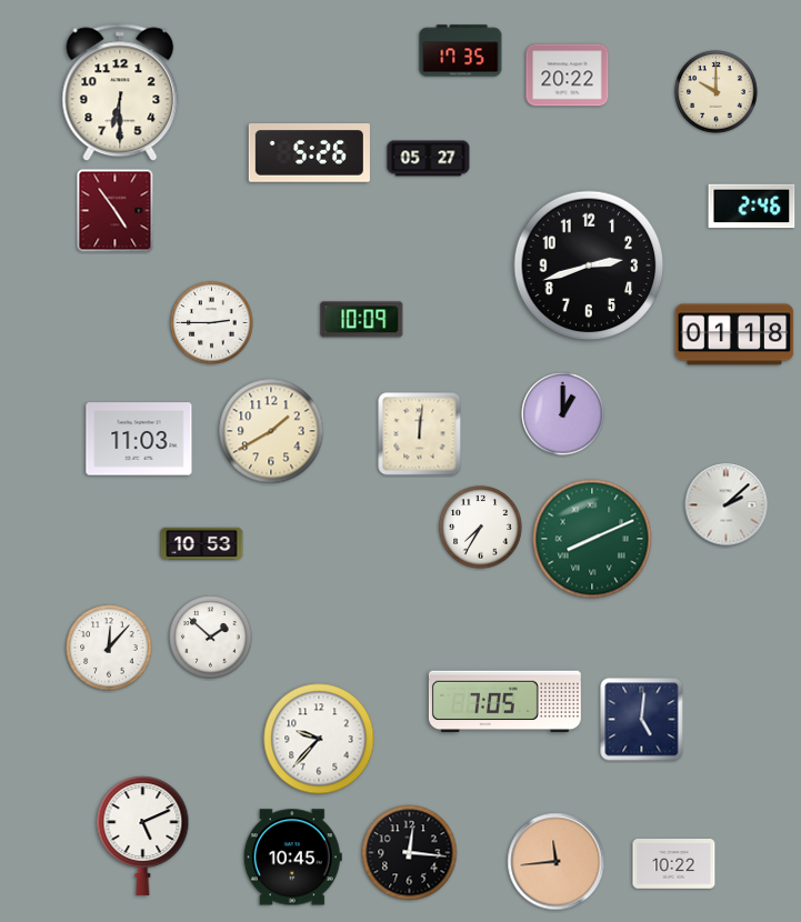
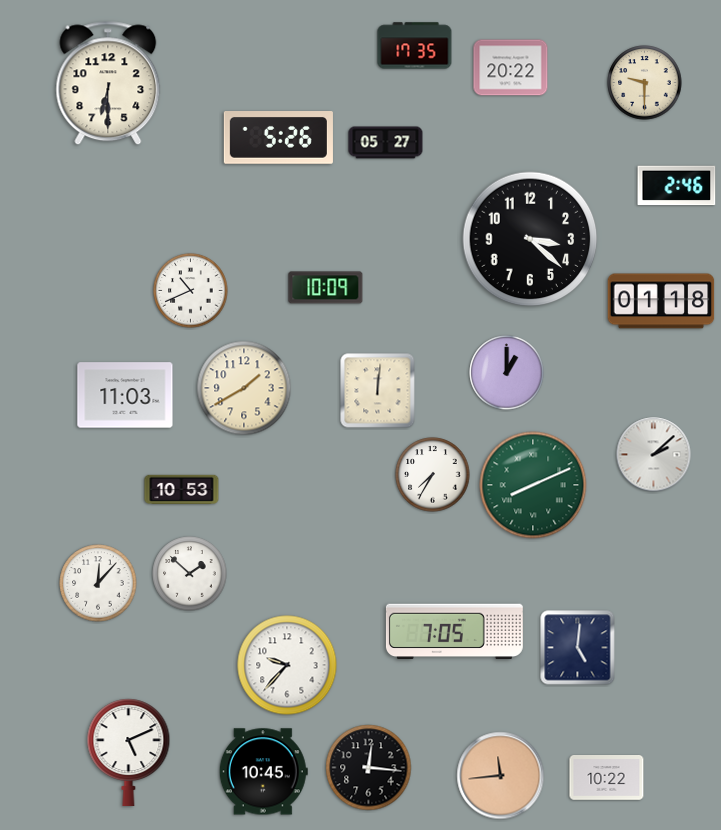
clock at (717, 92): 10:00 -> 9:30
clock at (116, 211): 4:54 -> none
clock at (589, 265): 2:42 -> 3:22
clock at (212, 323): 2:45 -> 10:41
